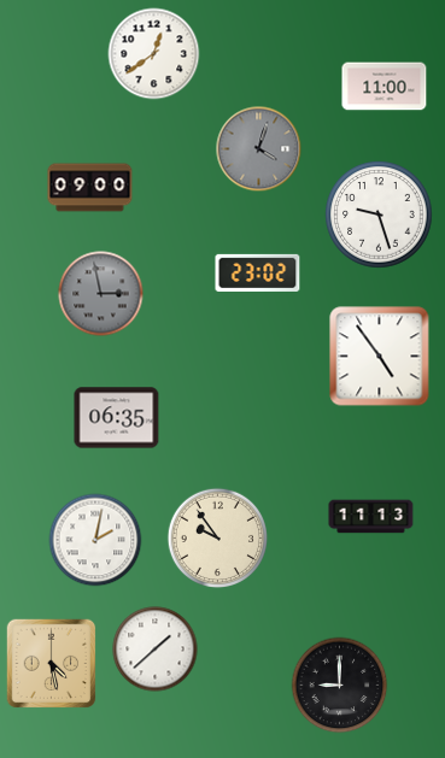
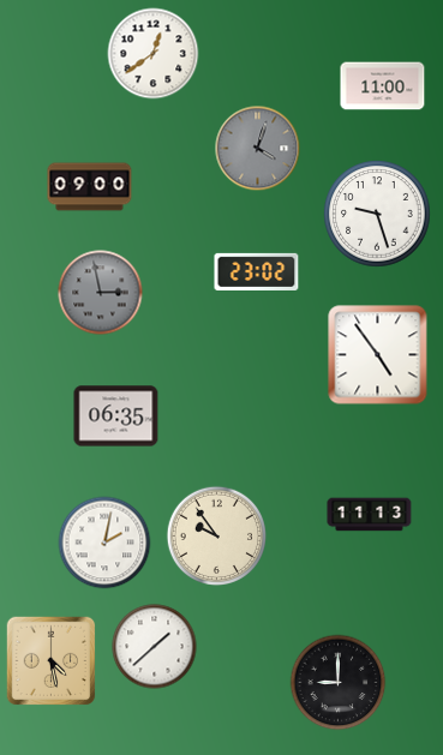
clock at (95, 540) position: (95, 540) -> (104, 543)
